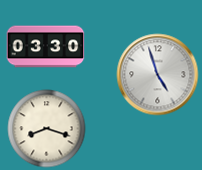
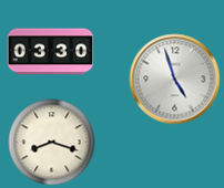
clock at (157, 74) position: (157, 74) -> (174, 79)
